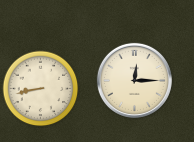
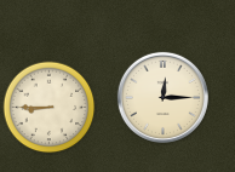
clock at (41, 89): 8:43 -> 8:45
